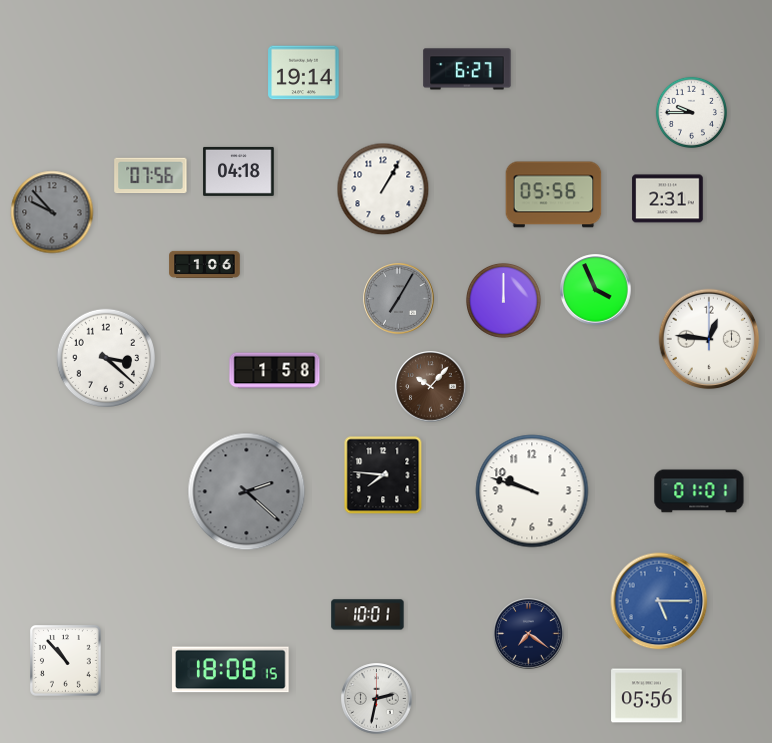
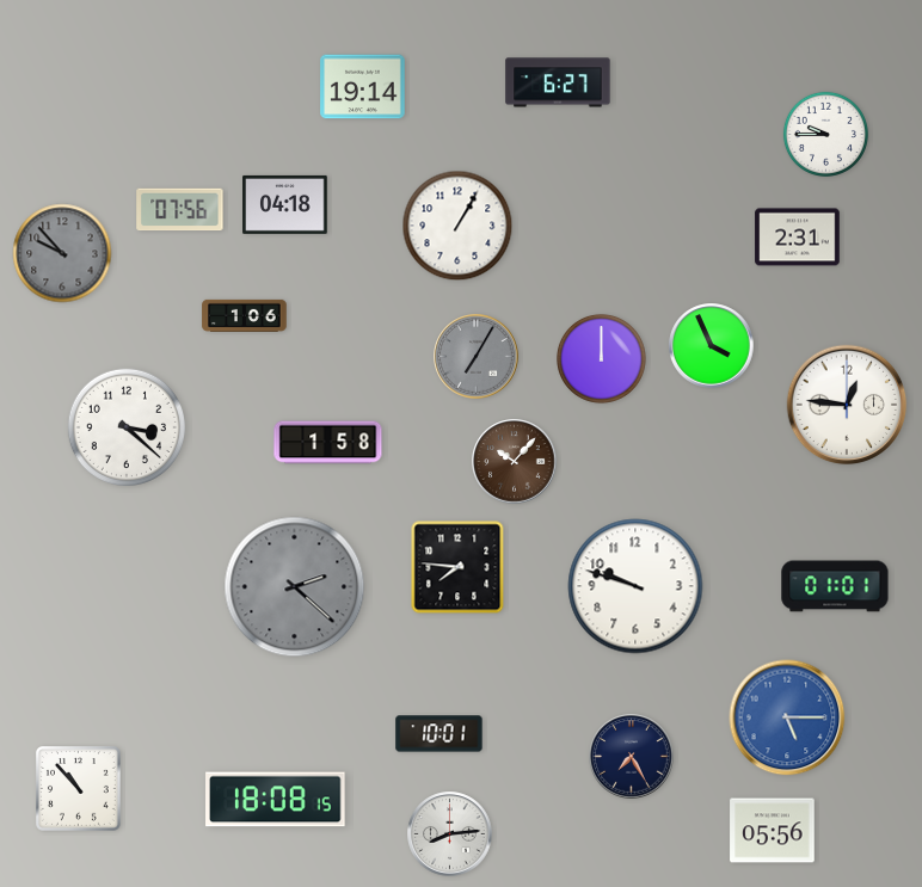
clock at (554, 195): 05:56 -> none
clock at (529, 634): 7:21 -> 7:25
clock at (377, 699): 2:32 -> 8:14
